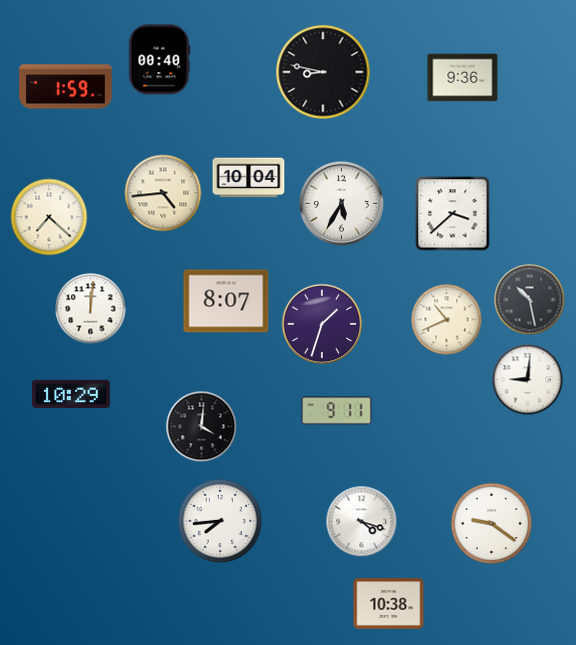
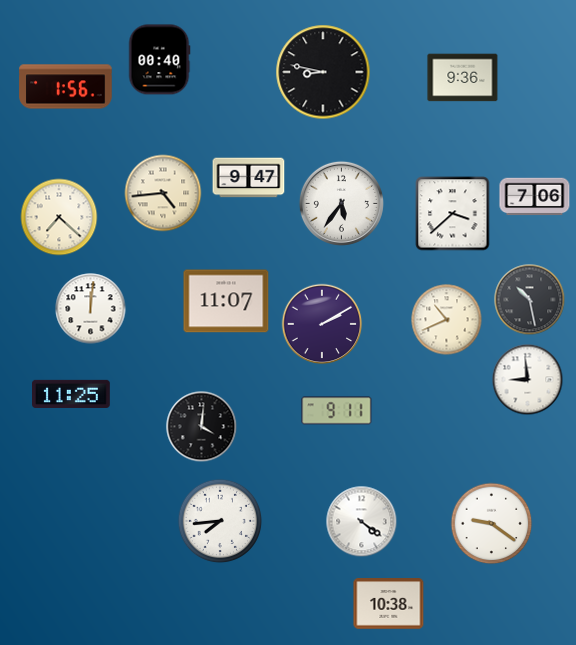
clock at (66, 87): 1:59 -> 1:56
clock at (249, 178): 10:04 -> 9:47
clock at (535, 197): none -> 7:06
clock at (341, 203): 5:35 -> 5:36
clock at (49, 217) position: (49, 217) -> (59, 217)
clock at (226, 301): 8:07 -> 11:07
clock at (322, 324): 1:33 -> 2:10
clock at (528, 380): 9:01 -> 8:59
clock at (72, 394): 10:29 -> 11:25
clock at (362, 522): 4:18 -> 4:21
